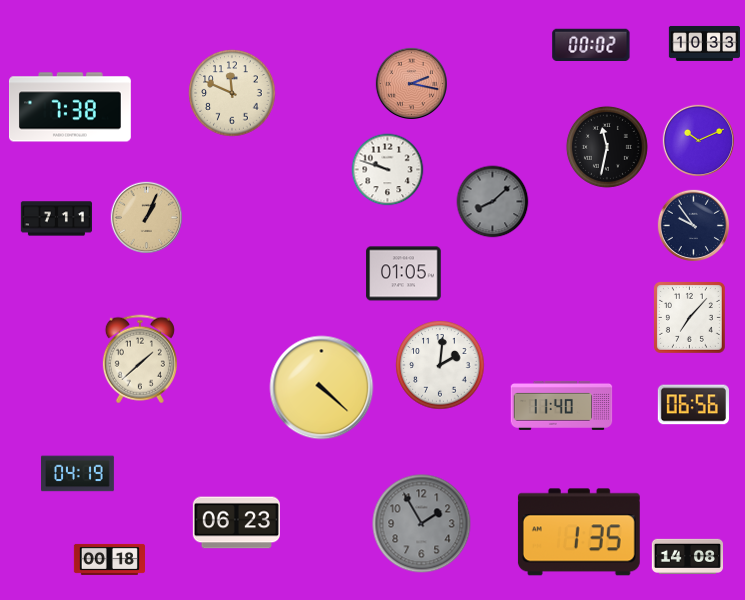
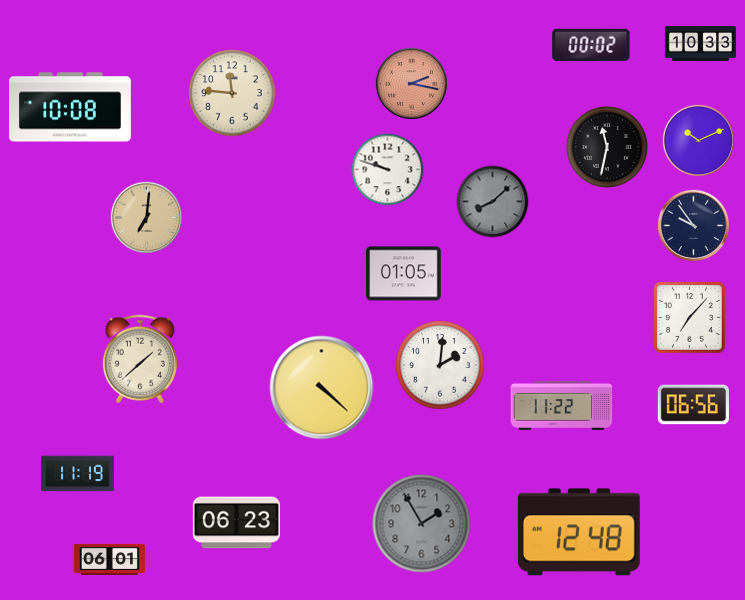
clock at (704, 43) position: (704, 43) -> (700, 43)
clock at (232, 93): 11:49 -> 11:46
clock at (71, 107): 7:38 -> 10:08
clock at (146, 217): 1:04 -> 7:01
clock at (56, 219): 7:11 -> none
clock at (562, 405): 11:40 -> 11:22
clock at (77, 474): 04:19 -> 11:19
clock at (579, 532): 1:35 -> 12:48
clock at (687, 556): 14:08 -> none
clock at (109, 559): 00:18 -> 06:01
